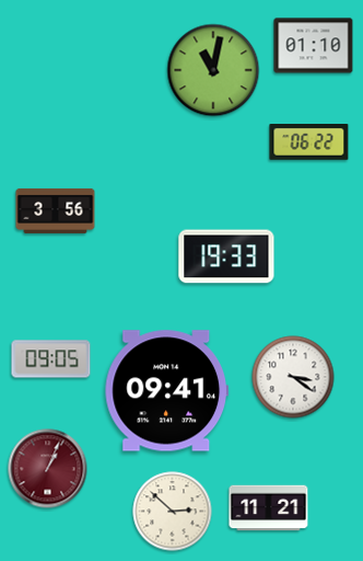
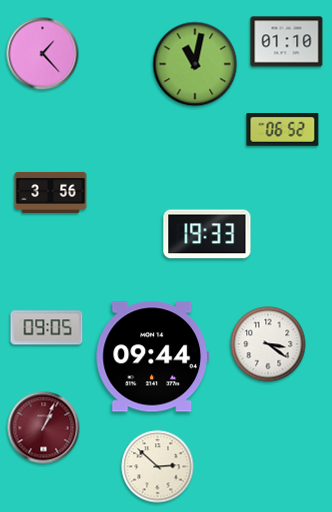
clock at (43, 54): none -> 1:23
clock at (309, 142): 06:22 -> 06:52
clock at (166, 391): 09:41 -> 09:44
clock at (269, 508): 11:21 -> none
